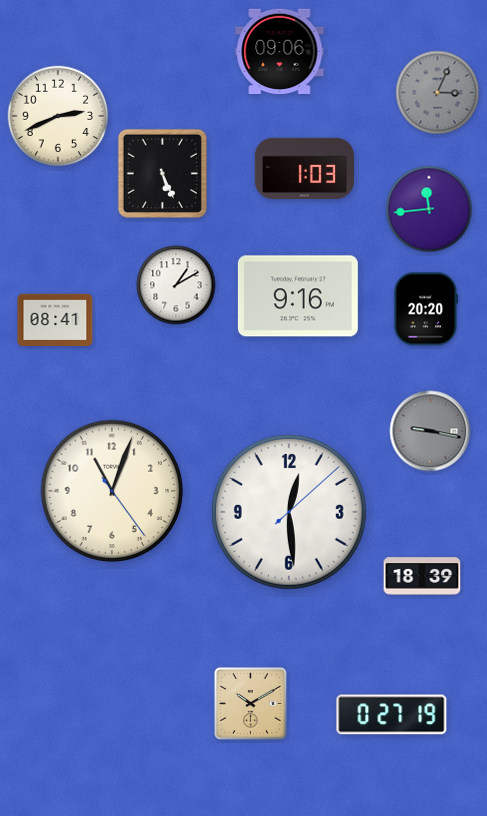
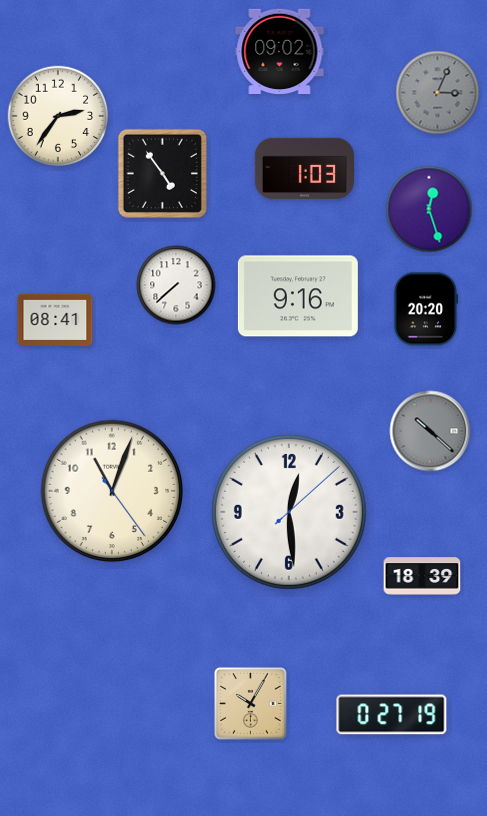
clock at (280, 51): 09:06 -> 09:02
clock at (58, 116): 2:41 -> 2:36
clock at (162, 173): 5:26 -> 4:54
clock at (429, 209): 11:44 -> 12:27
clock at (176, 285): 1:10 -> 7:38
clock at (430, 431): 9:17 -> 10:22
clock at (251, 704): 10:10 -> 10:05
